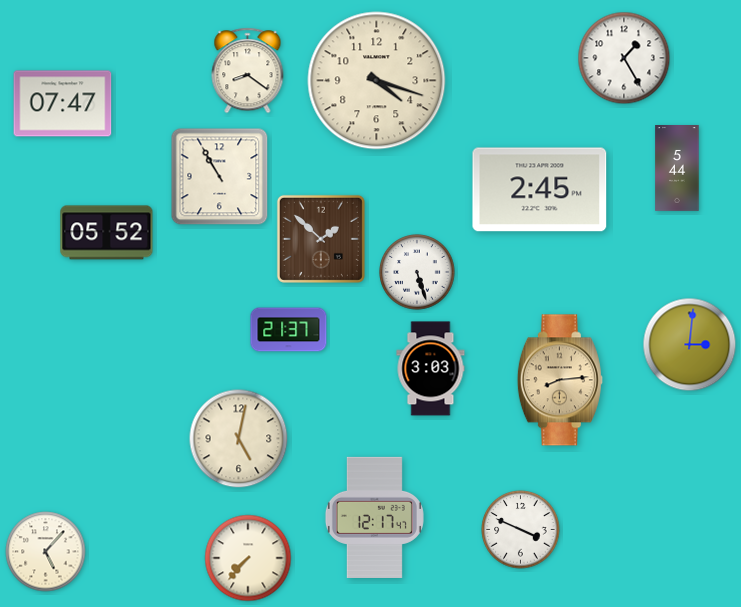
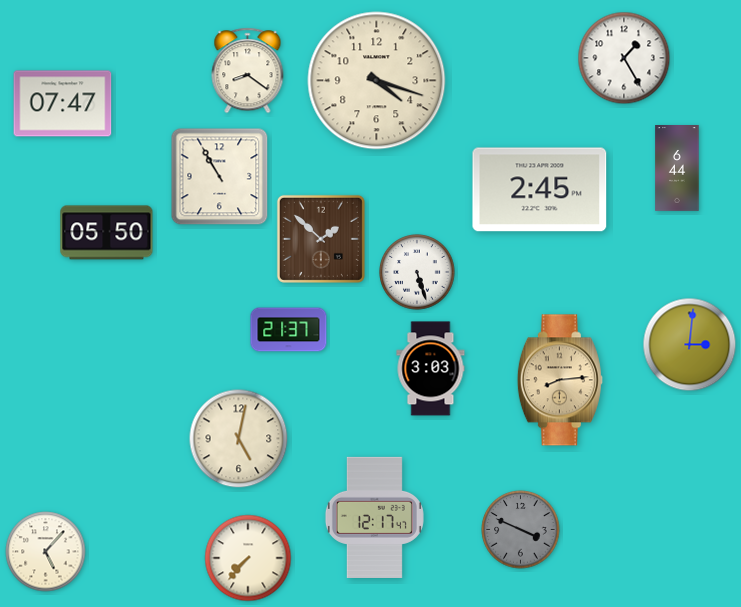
clock at (677, 169): 5:44 -> 6:44
clock at (107, 233): 05:52 -> 05:50
clock at (521, 530) dial: white -> grey
